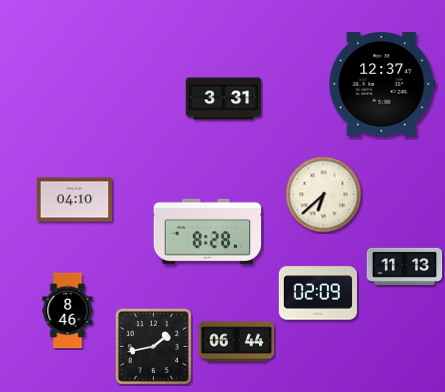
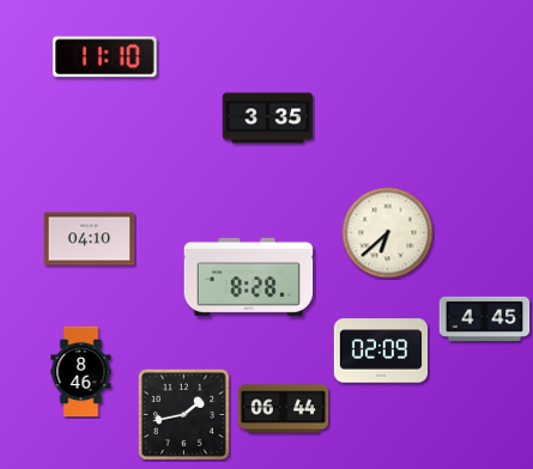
clock at (105, 57): none -> 11:10
clock at (382, 84): 12:37 -> none
clock at (224, 99): 3:31 -> 3:35
clock at (405, 266): 11:13 -> 4:45
